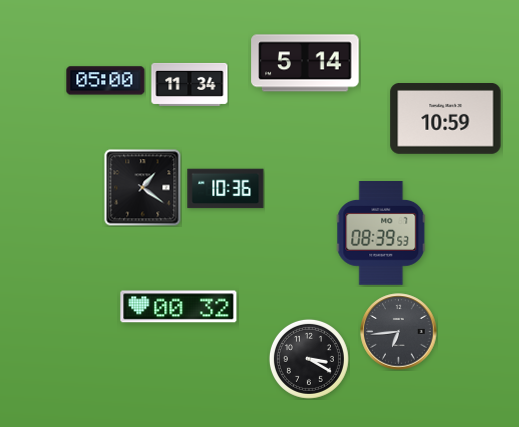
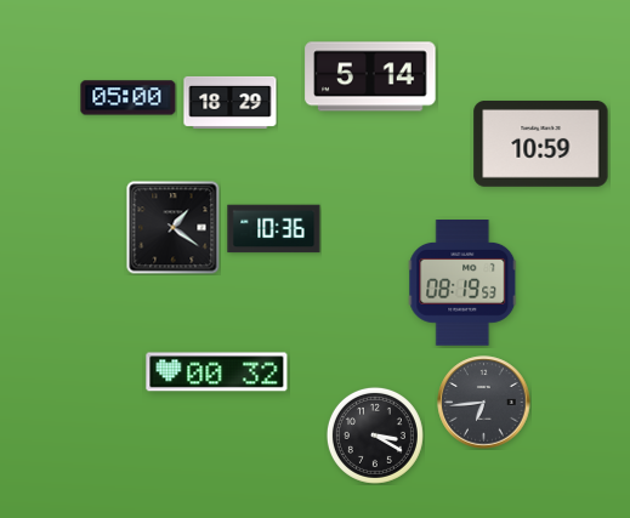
clock at (190, 84): 11:34 -> 18:29
clock at (381, 234): 08:39 -> 08:19
